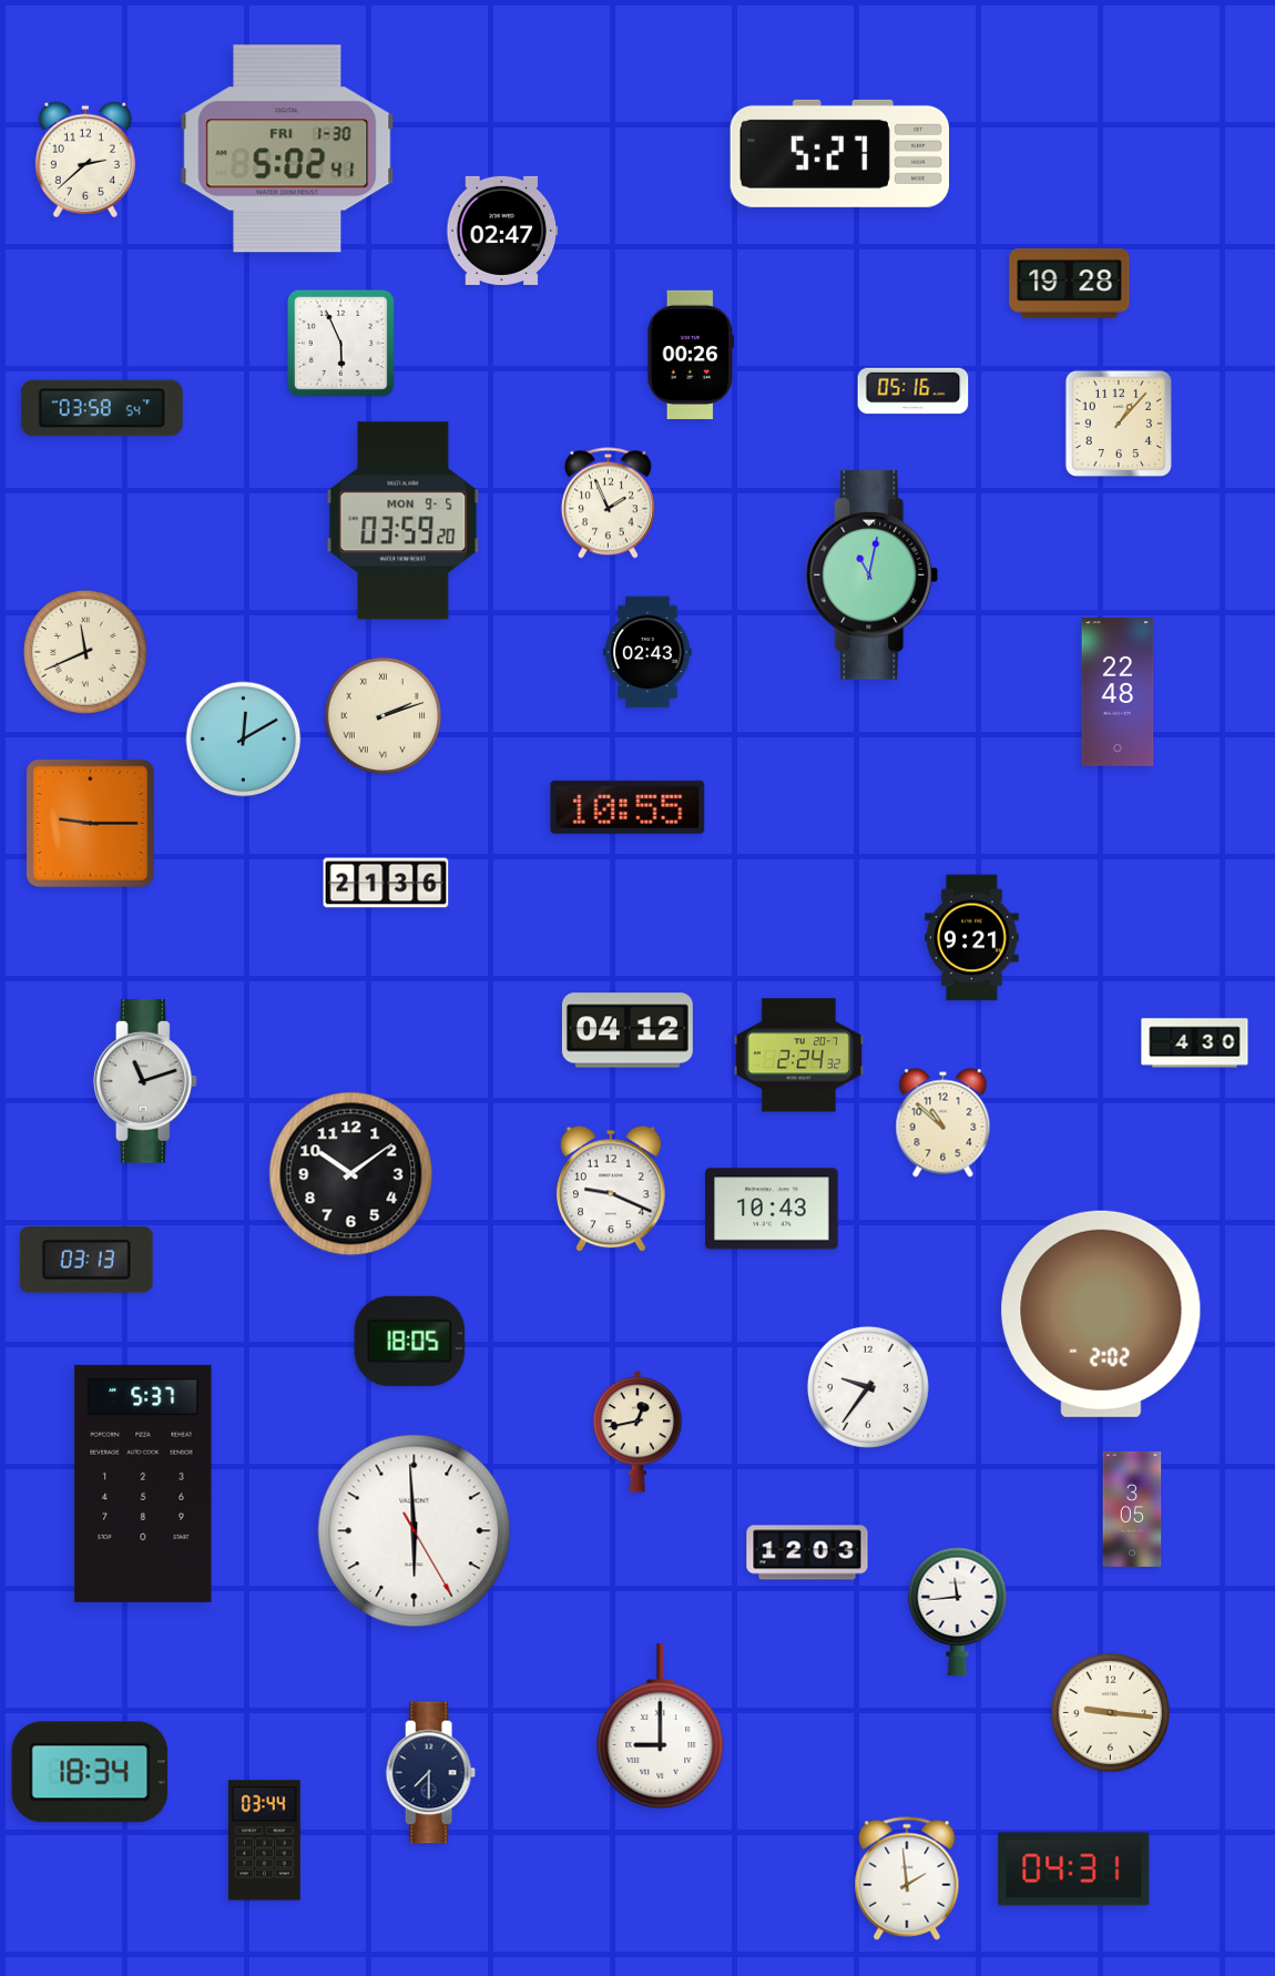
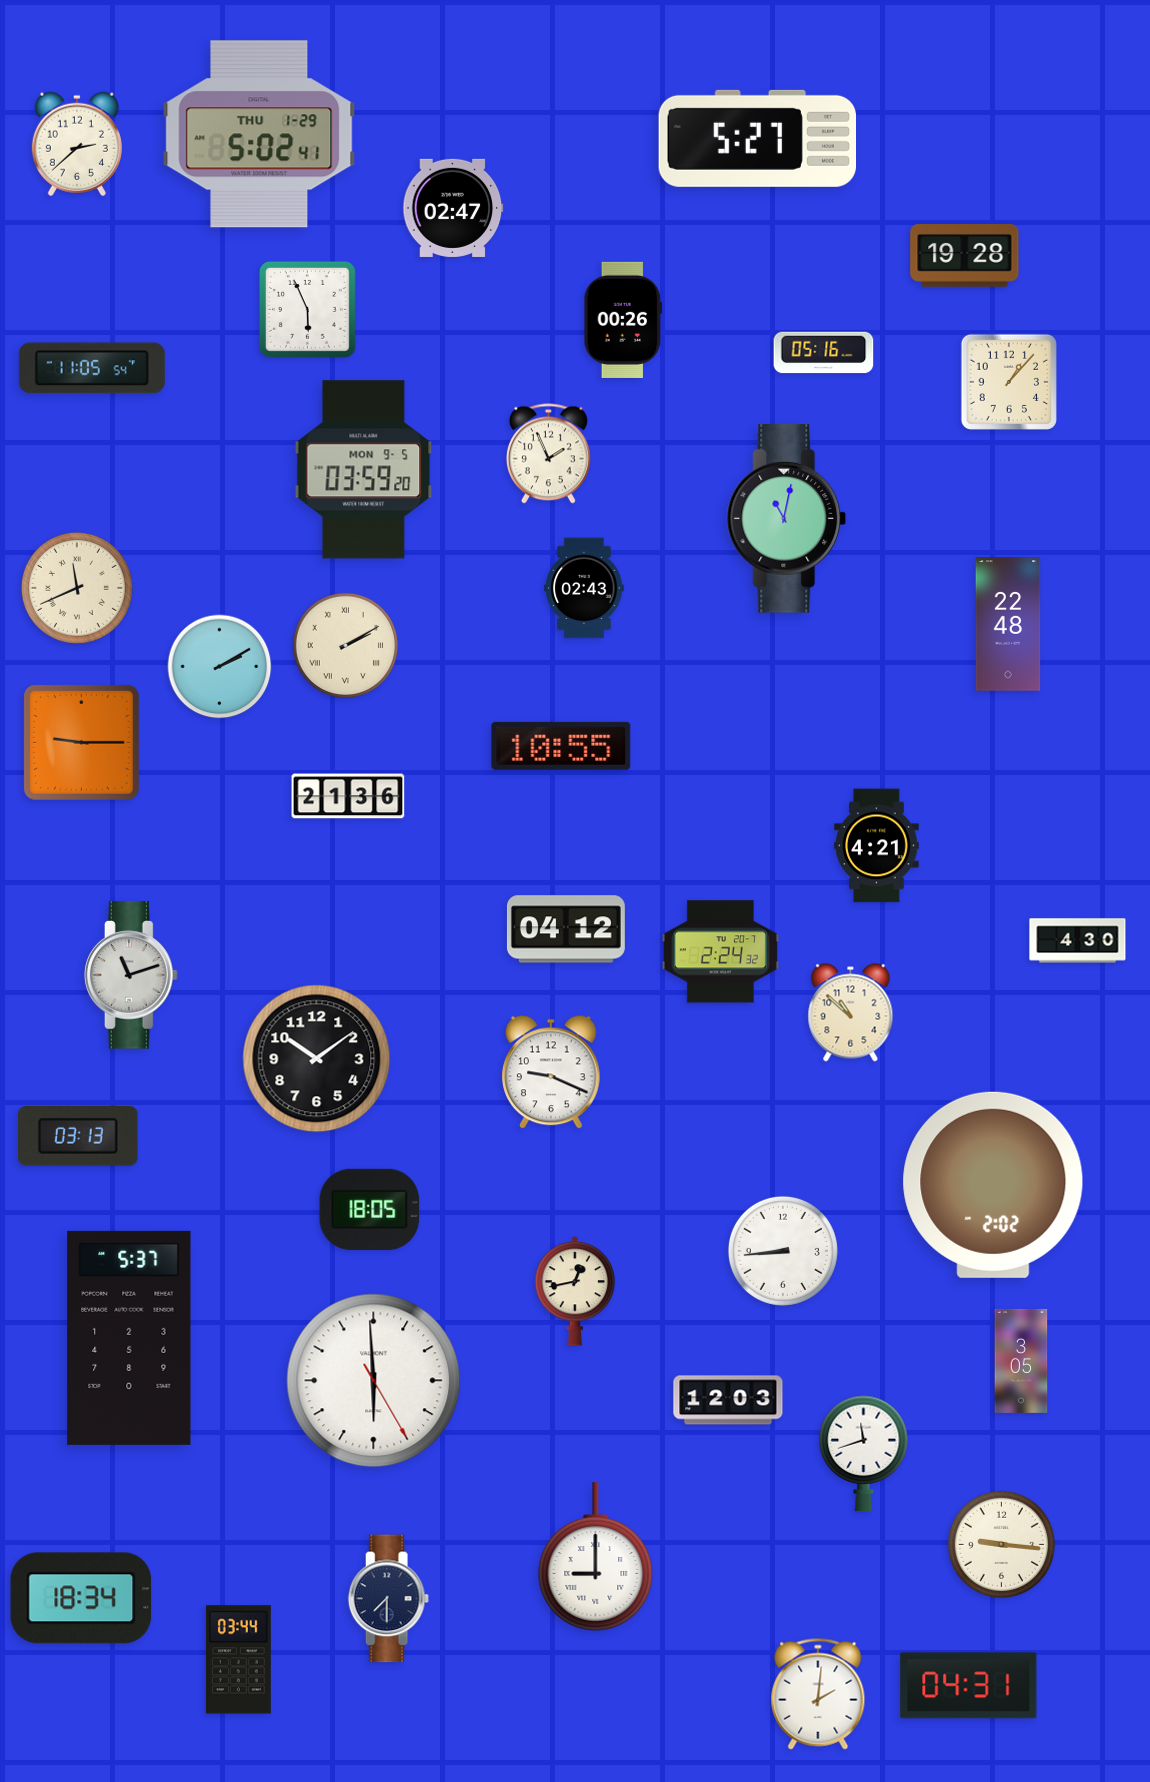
clock at (287, 149) date: FRI 1-30 -> THU 1-29
clock at (102, 408): 03:58 -> 11:05
clock at (384, 716): 2:12 -> 2:10
clock at (244, 740): 12:10 -> 2:10
clock at (628, 807) position: (628, 807) -> (561, 746)
clock at (972, 938): 9:21 -> 4:21
clock at (772, 1209): 10:43 -> none
clock at (868, 1387): 9:36 -> 8:44
clock at (958, 1612): 11:44 -> 11:42
clock at (907, 1878): 1:59 -> 2:01
